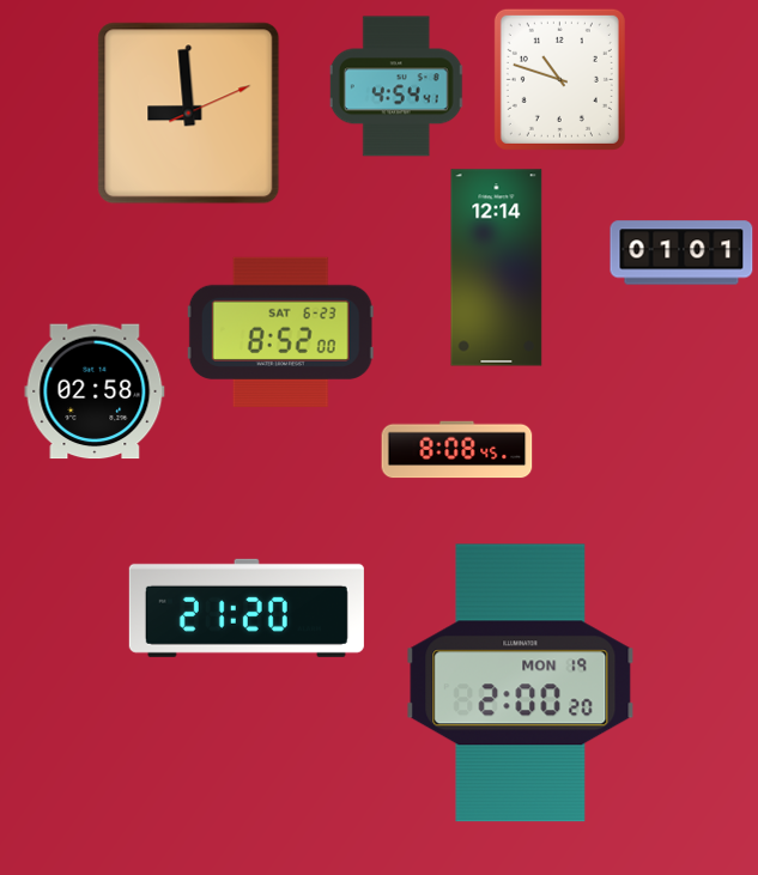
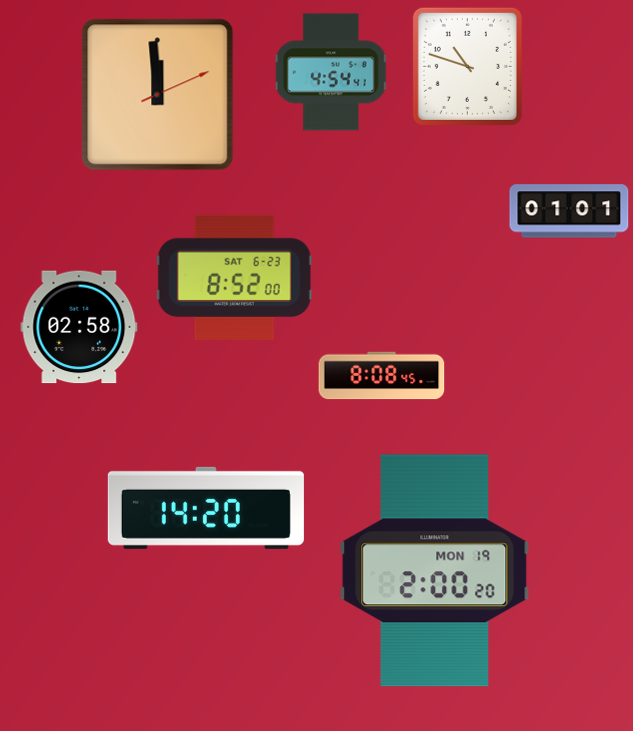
clock at (189, 114): 8:59 -> 11:59
clock at (497, 268): 12:14 -> none
clock at (247, 608): 21:20 -> 14:20
